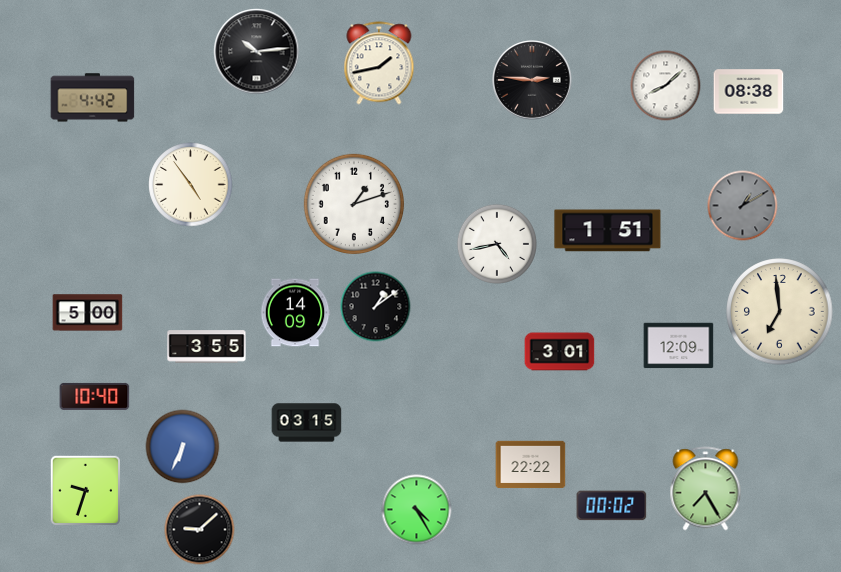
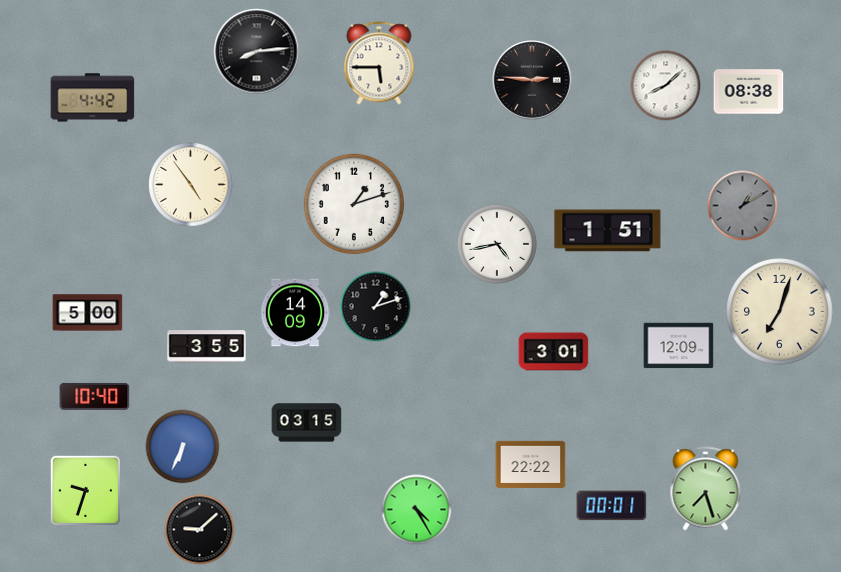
clock at (257, 52): 10:14 -> 8:14
clock at (379, 63): 1:43 -> 5:45
clock at (376, 307): 1:09 -> 1:12
clock at (780, 312): 6:59 -> 7:03
clock at (560, 352) position: (560, 352) -> (554, 352)
clock at (706, 489): 7:25 -> 7:27
clock at (612, 506): 00:02 -> 00:01
